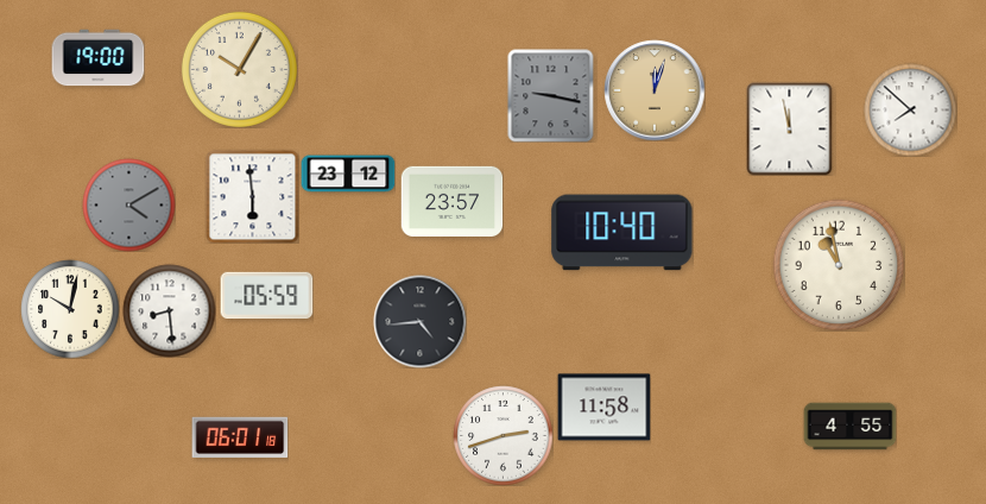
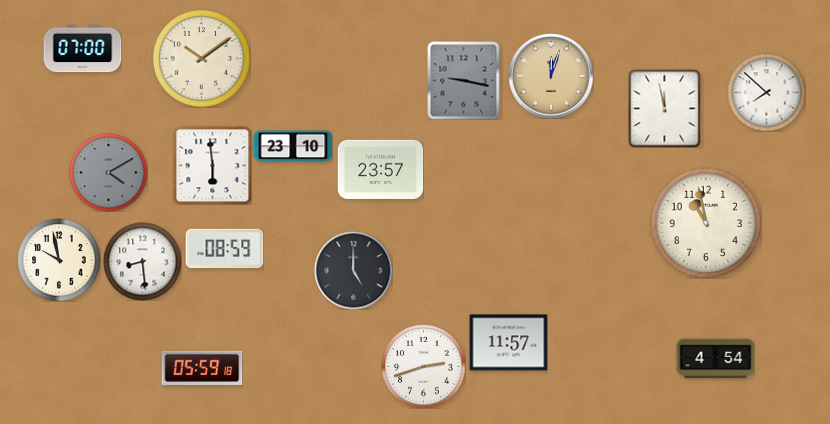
clock at (97, 58): 19:00 -> 07:00
clock at (239, 69): 10:05 -> 10:09
clock at (348, 174): 23:12 -> 23:10
clock at (622, 233): 10:40 -> none
clock at (266, 296): 05:59 -> 08:59
clock at (70, 309): 10:02 -> 9:58
clock at (419, 321): 4:44 -> 5:00
clock at (603, 408): 11:58 -> 11:57
clock at (849, 427): 4:55 -> 4:54
clock at (240, 437): 06:01 -> 05:59
